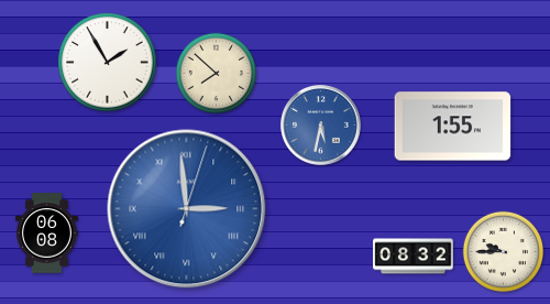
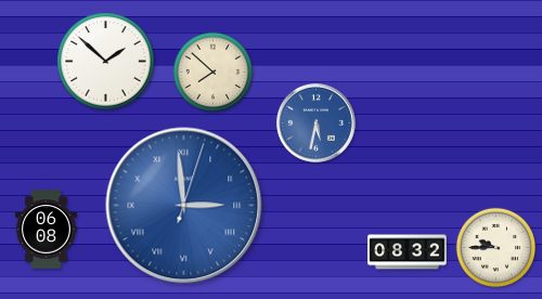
clock at (108, 63): 1:55 -> 1:52
clock at (453, 127): 1:55 -> none
